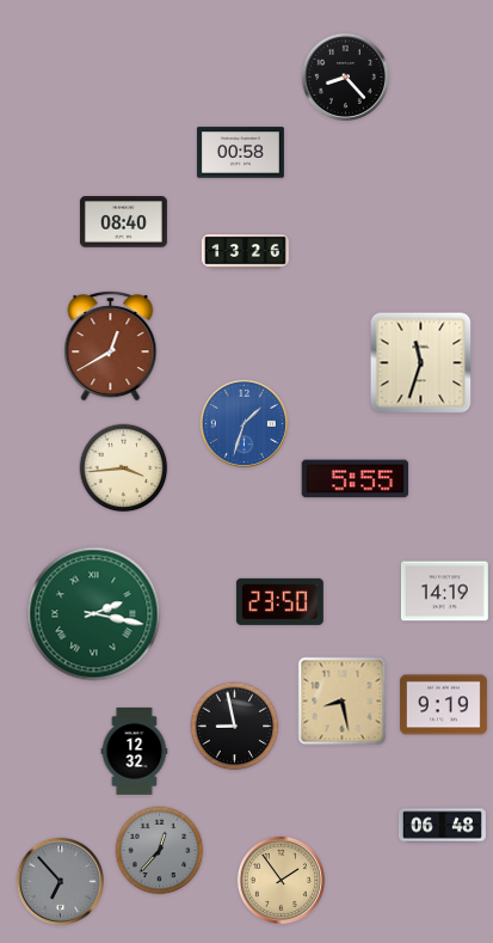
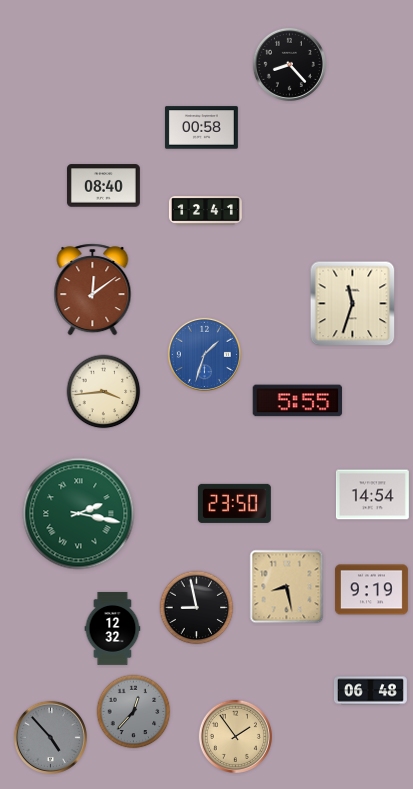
clock at (245, 252): 13:26 -> 12:41
clock at (111, 347): 12:40 -> 12:09
clock at (444, 592): 14:19 -> 14:54
clock at (60, 881): 6:53 -> 4:53
